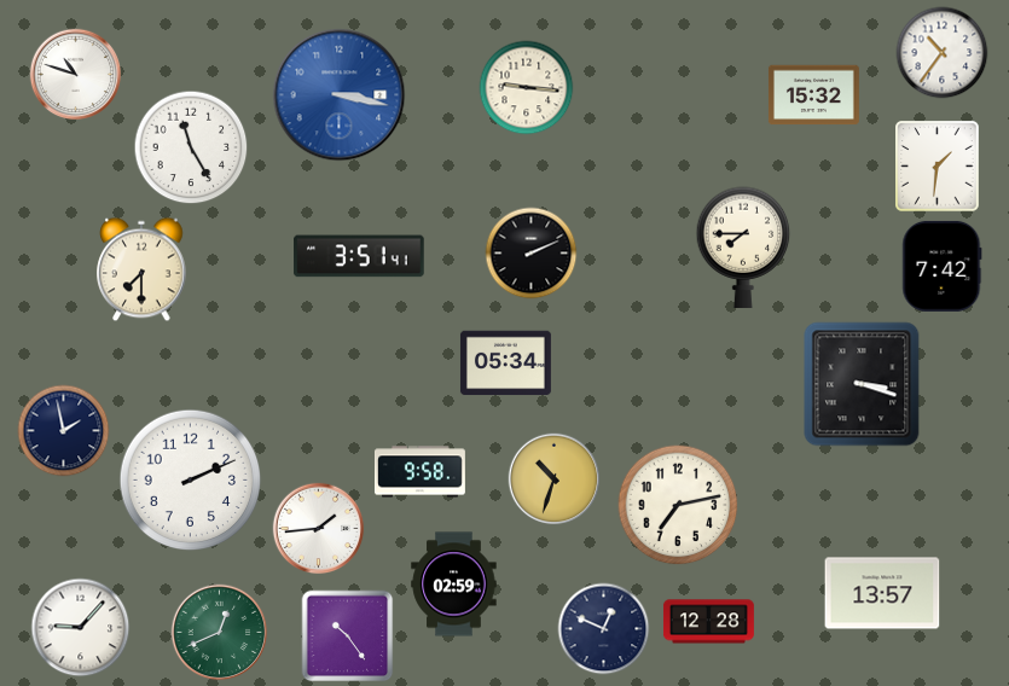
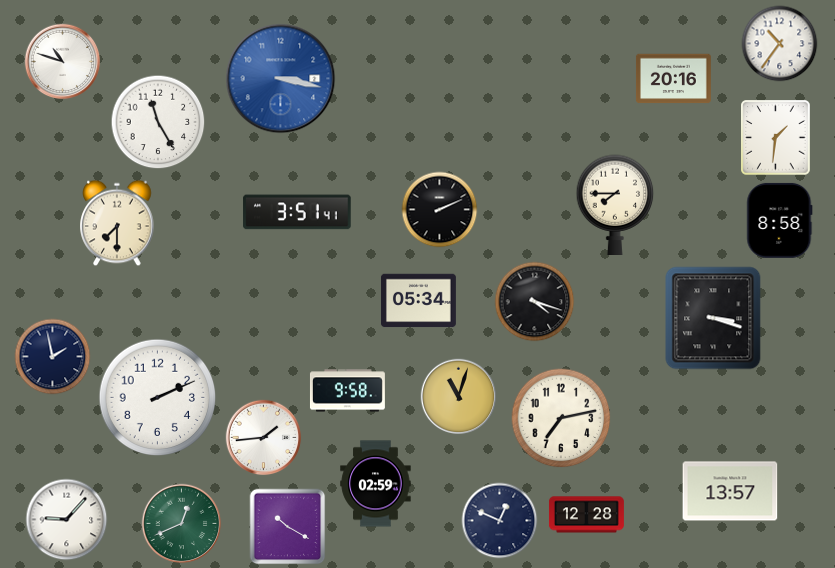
clock at (527, 88): 9:16 -> none
clock at (813, 95): 15:32 -> 20:16
clock at (943, 266): 7:42 -> 8:58
clock at (535, 302): none -> 4:18
clock at (555, 479): 10:33 -> 11:03
clock at (348, 636): 10:24 -> 10:20
